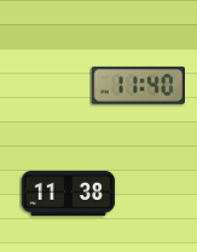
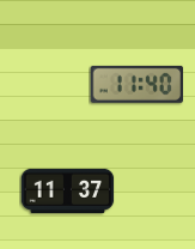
clock at (68, 193): 11:38 -> 11:37
